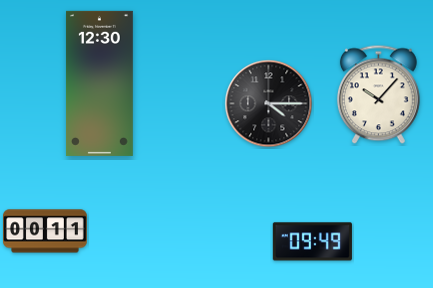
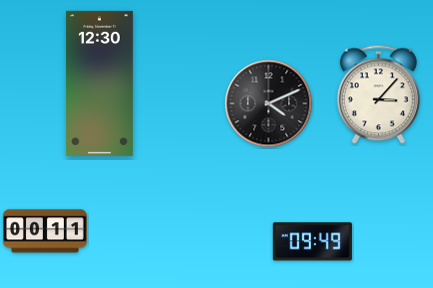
clock at (378, 95): 10:07 -> 3:07
clock at (269, 104): 4:15 -> 4:11
